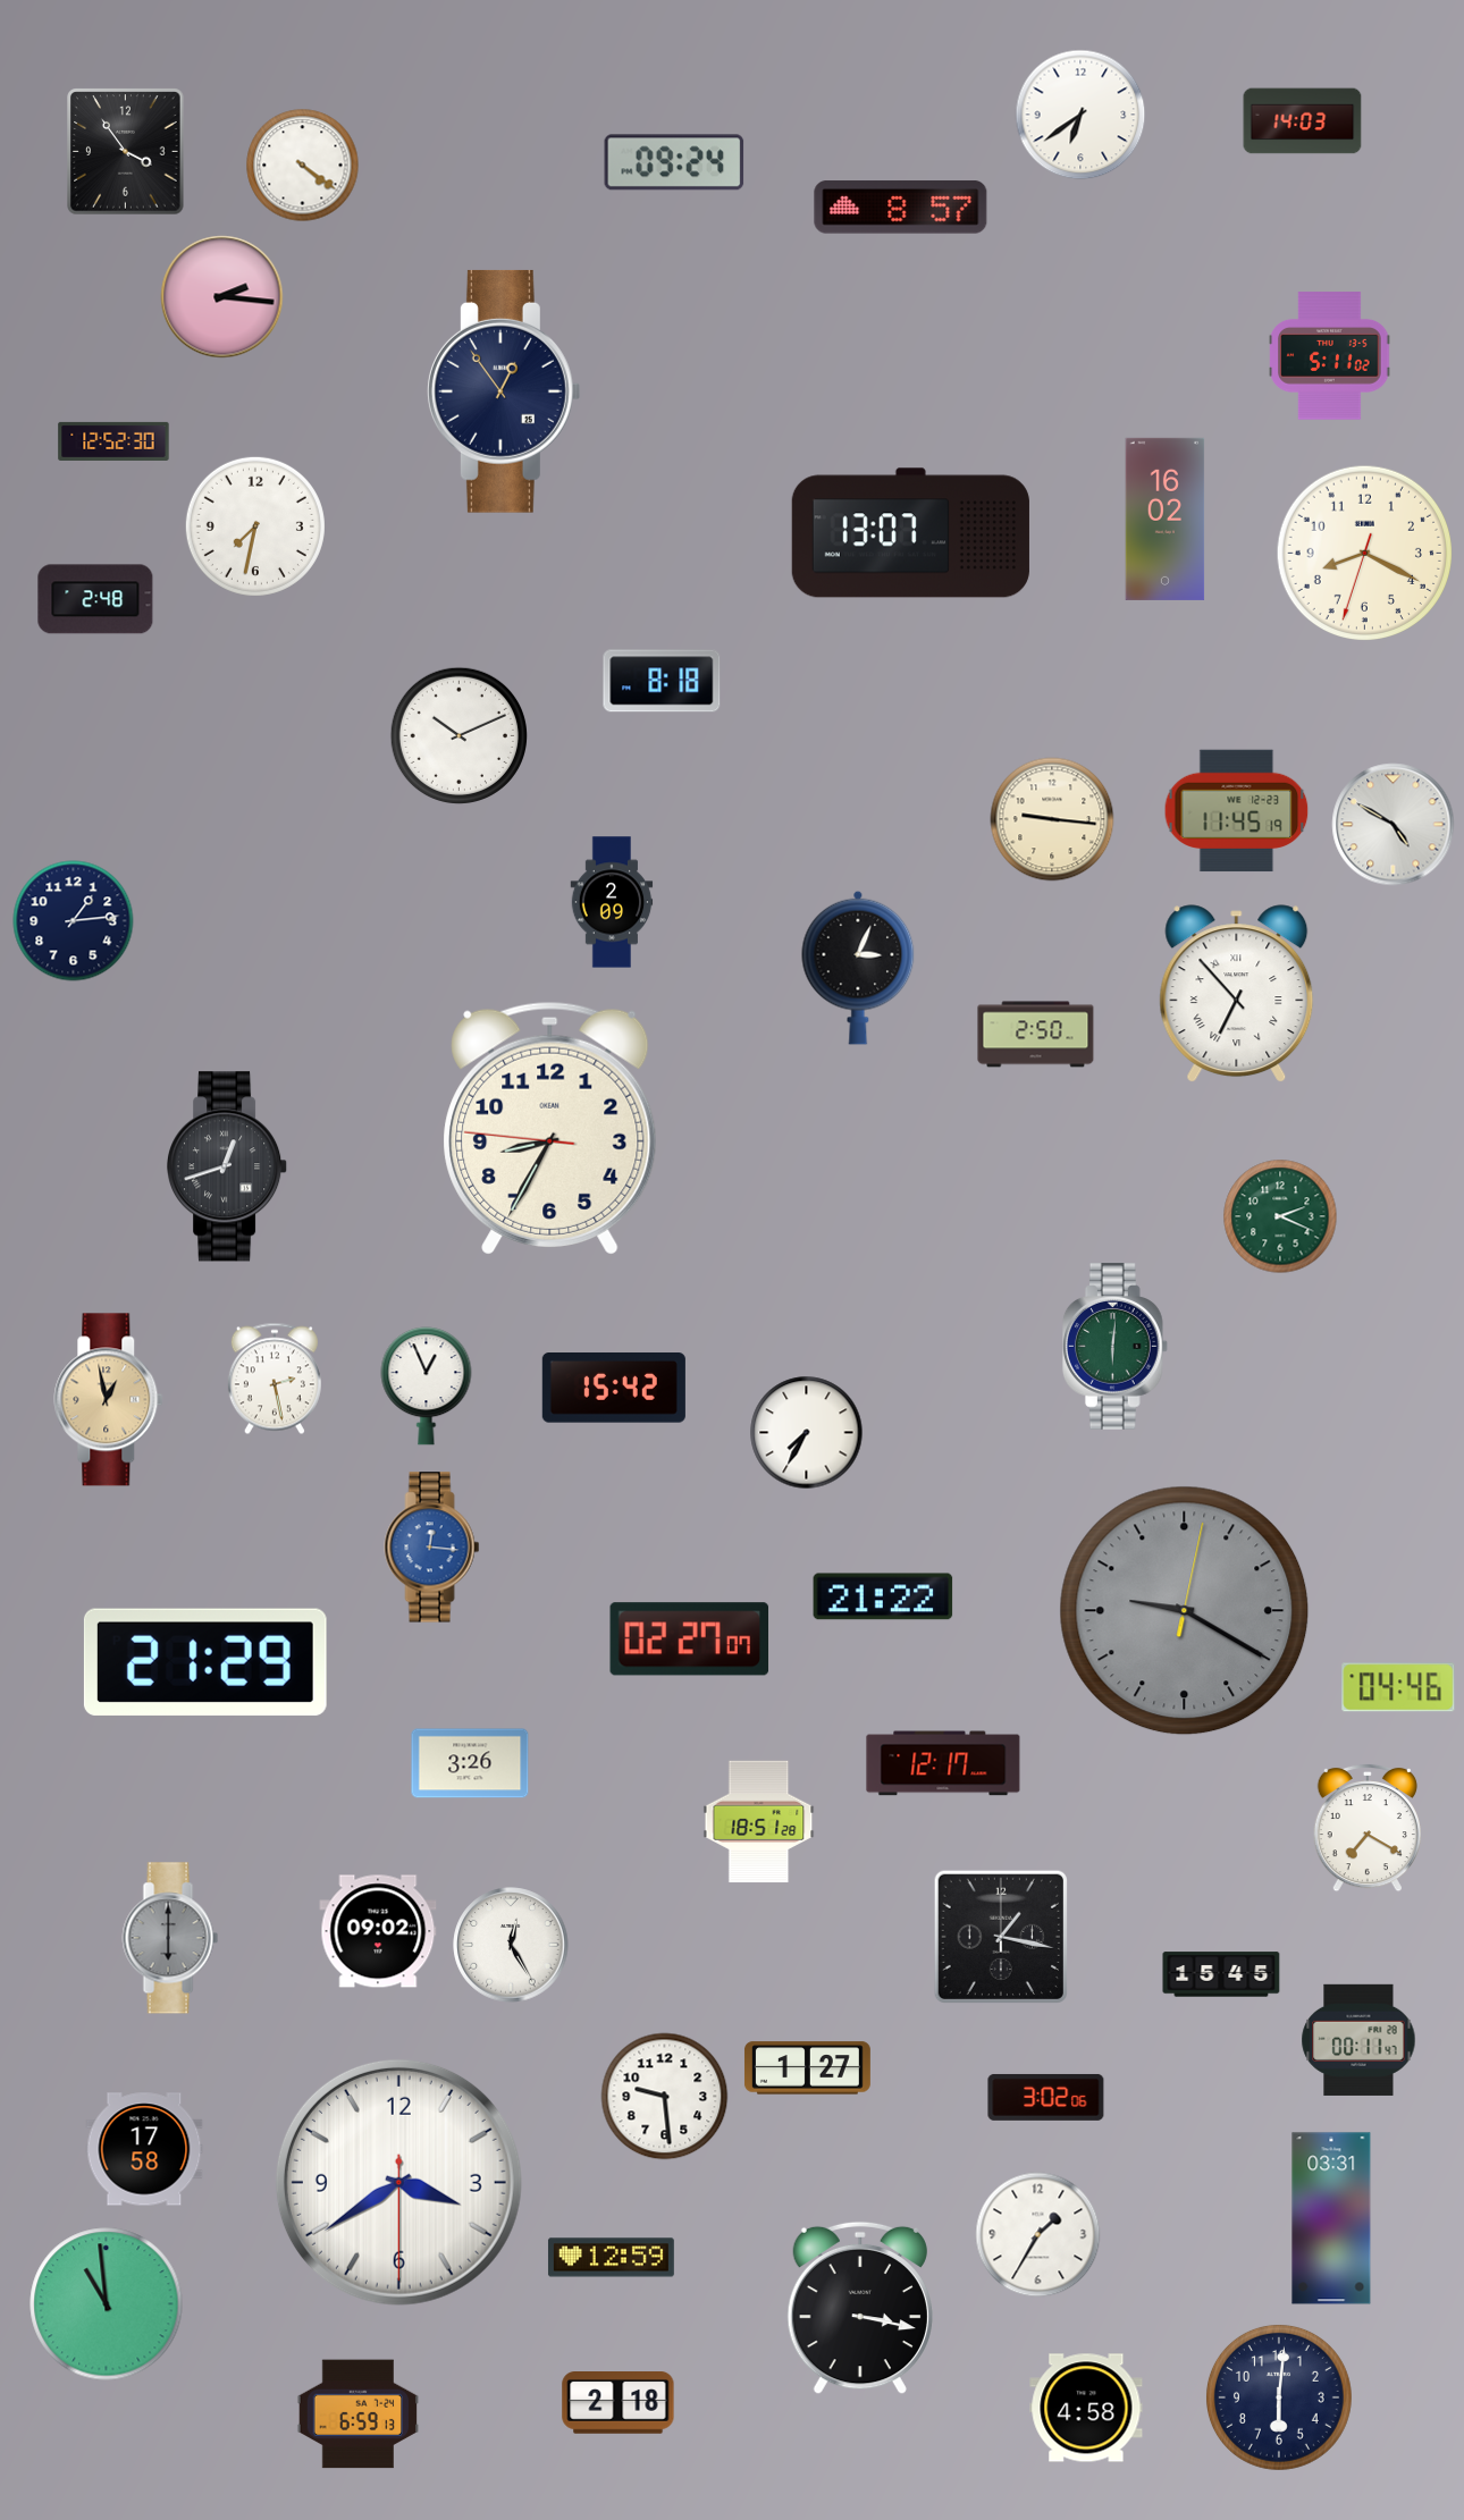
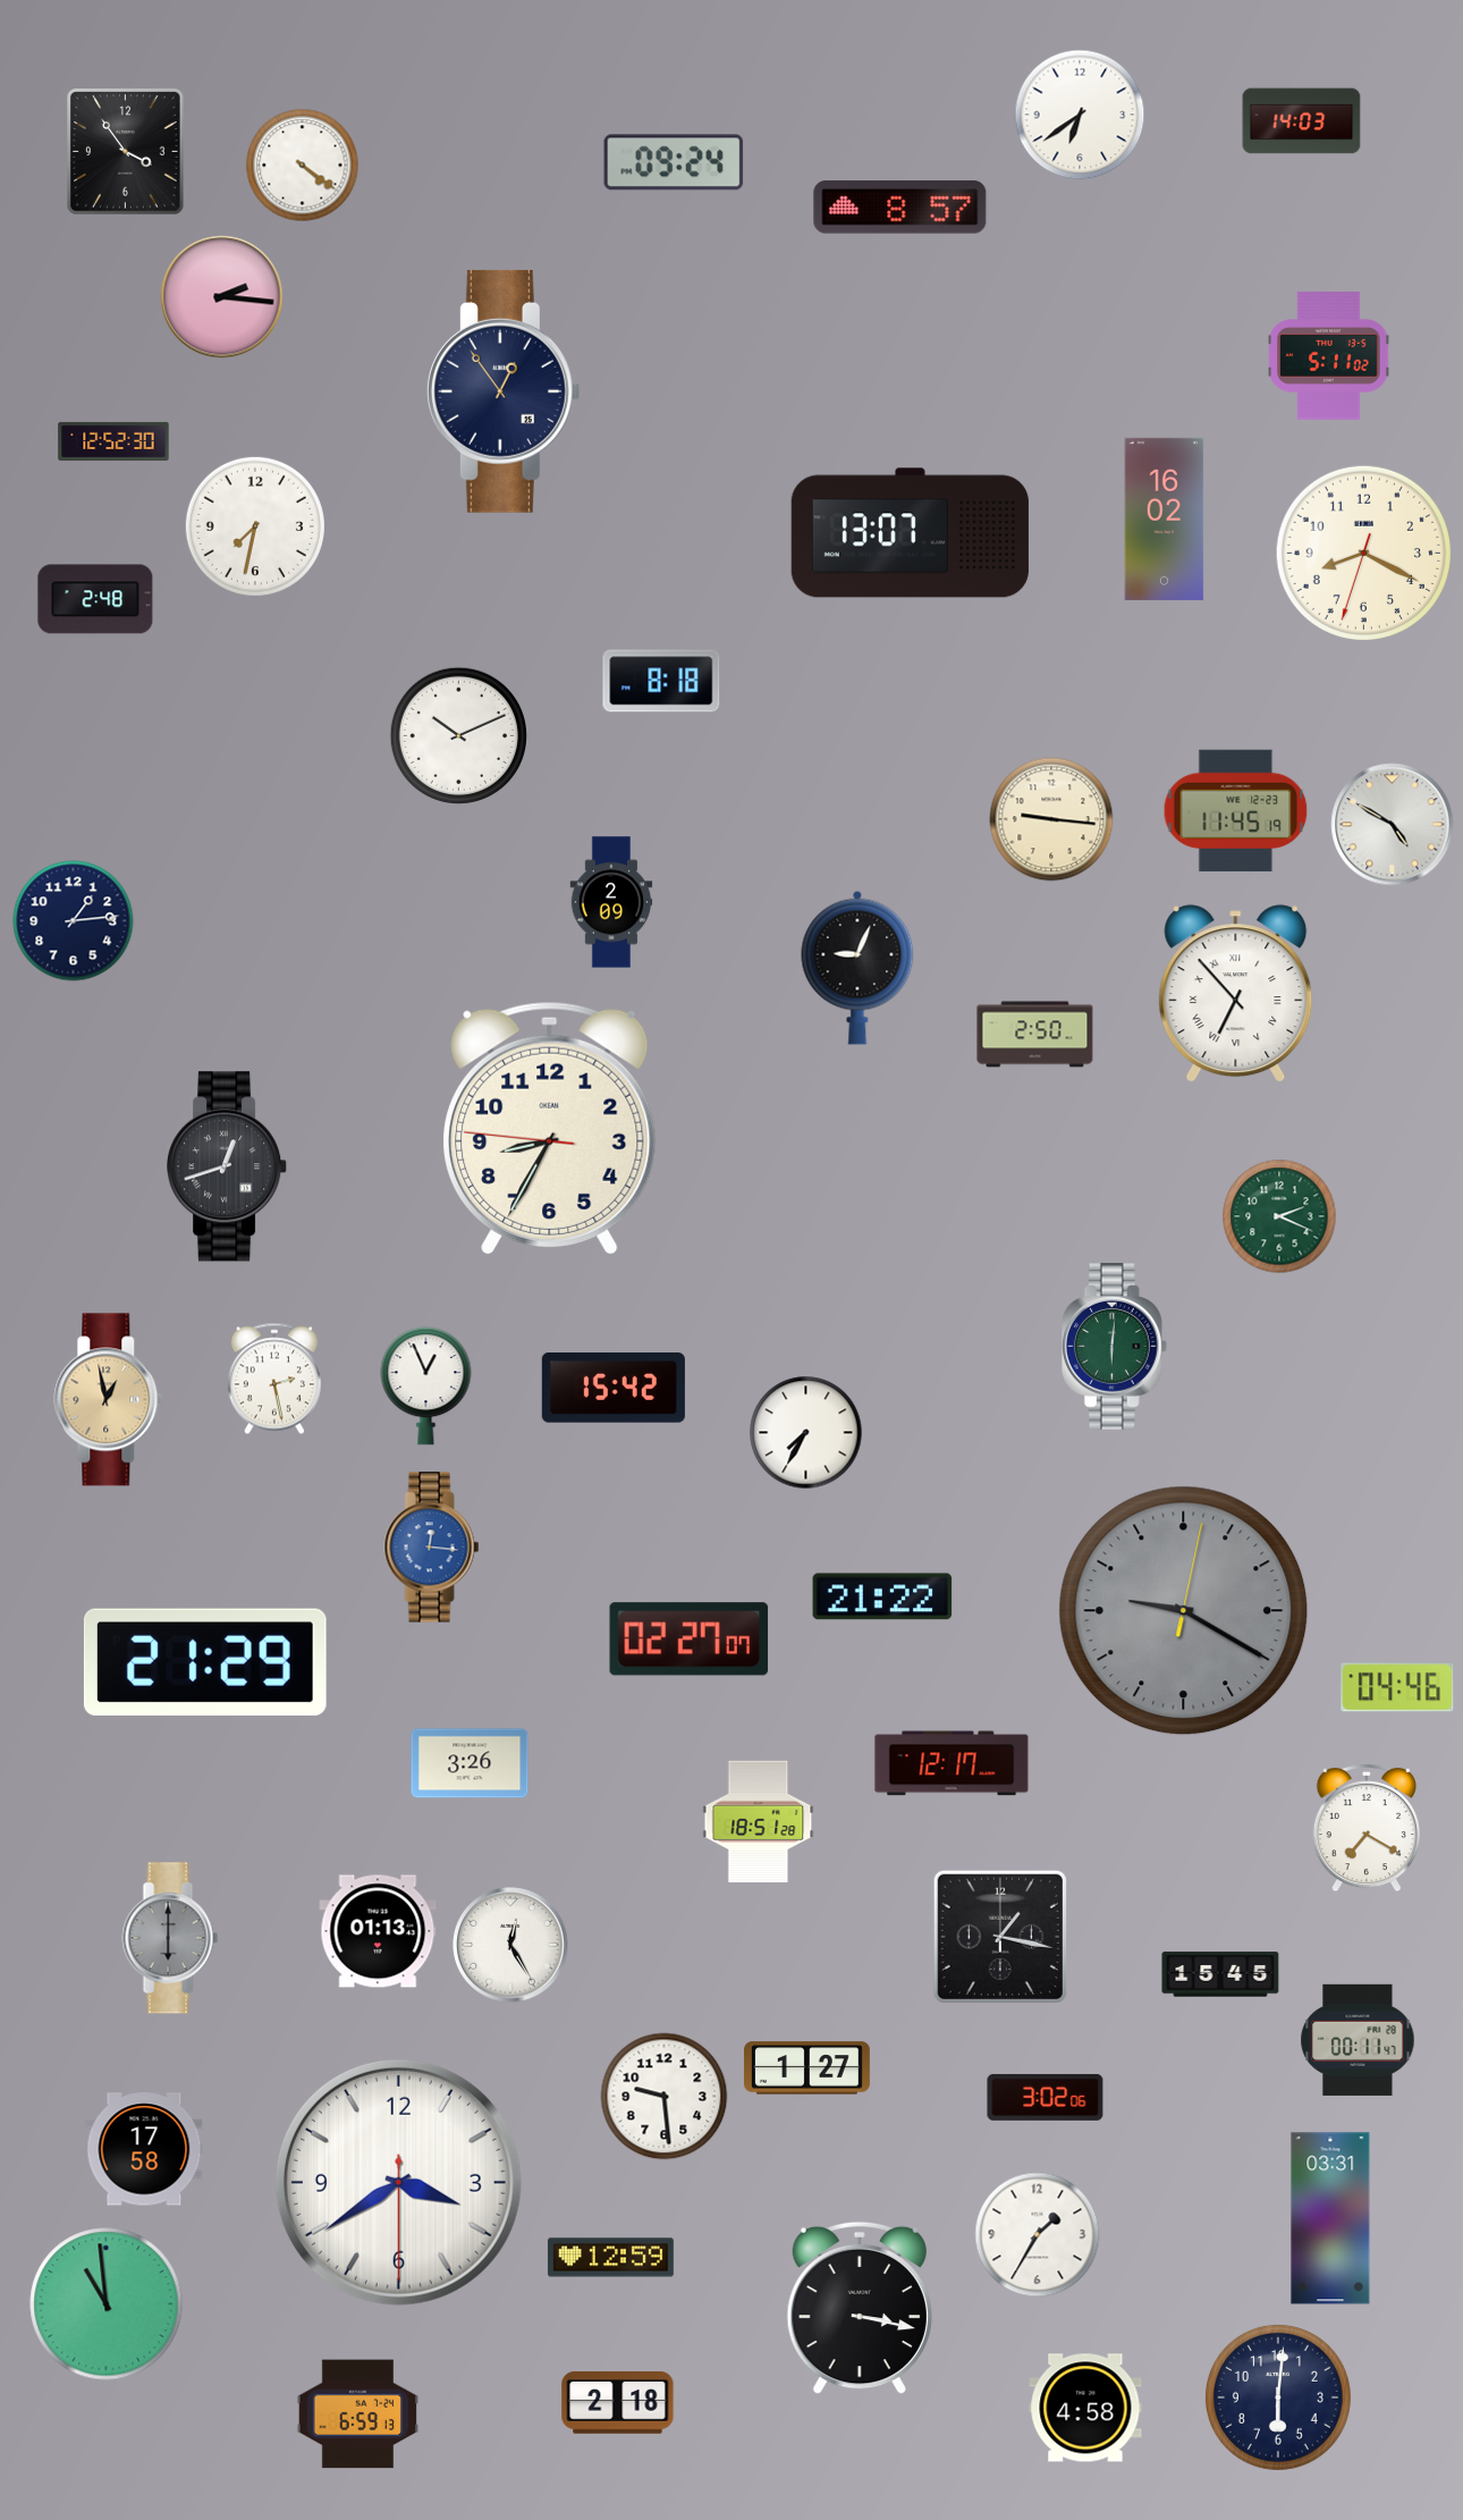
clock at (858, 968): 3:04 -> 9:04
clock at (943, 1763) position: (943, 1763) -> (952, 1763)
clock at (378, 1931): 09:02 -> 01:13
